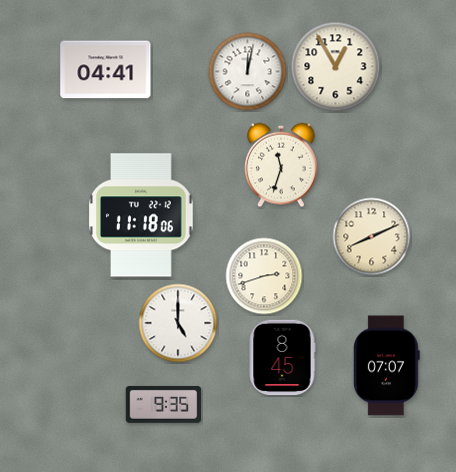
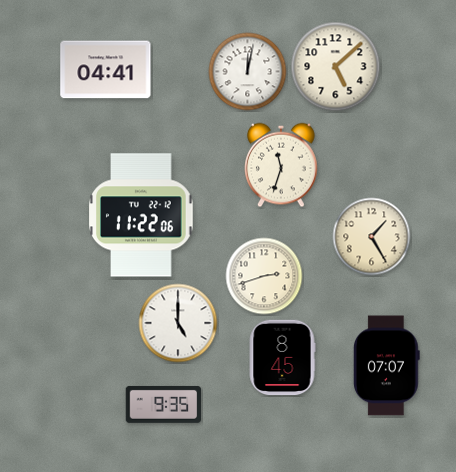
clock at (336, 67): 12:55 -> 5:08
clock at (141, 215): 11:18 -> 11:22
clock at (372, 237): 8:11 -> 1:25
